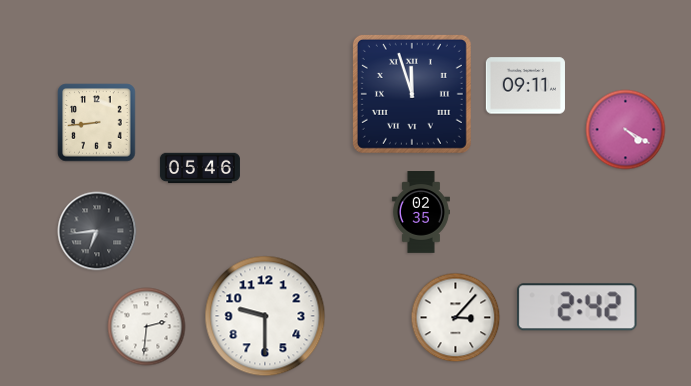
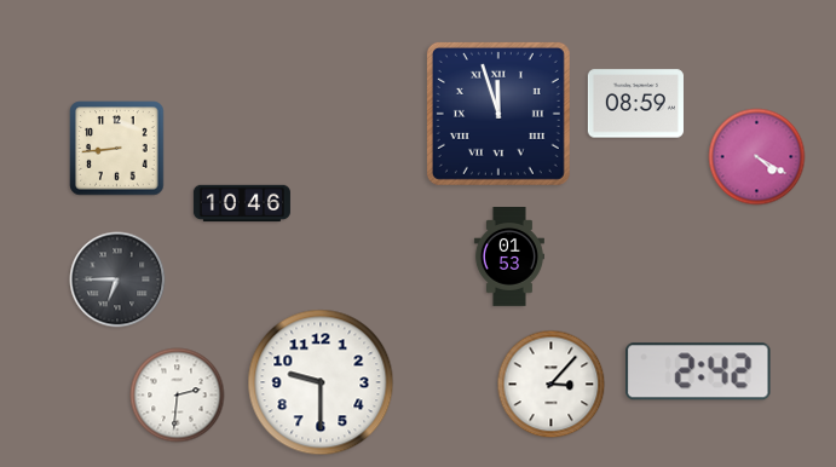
clock at (525, 86): 09:11 -> 08:59
clock at (200, 168): 05:46 -> 10:46
clock at (421, 212): 02:35 -> 01:53
clock at (97, 231): 6:44 -> 6:45
